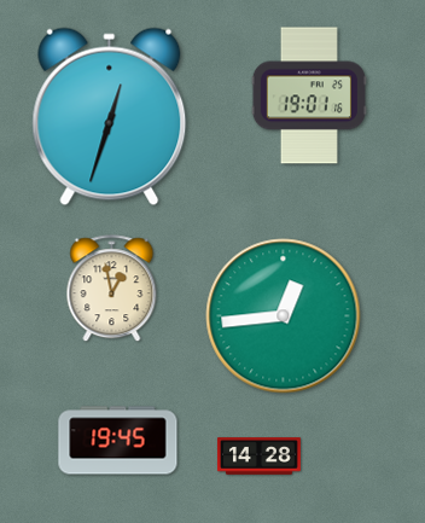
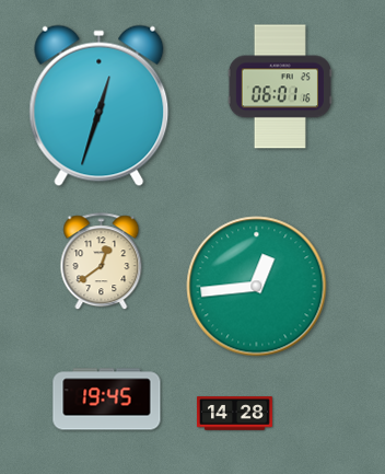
clock at (309, 95): 19:01 -> 06:01
clock at (112, 289): 12:58 -> 12:39
